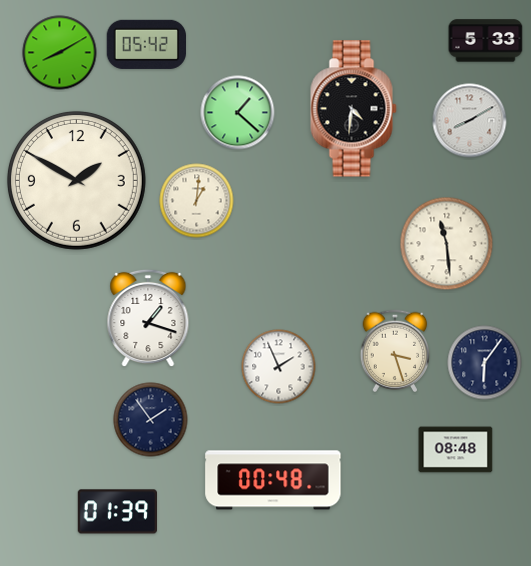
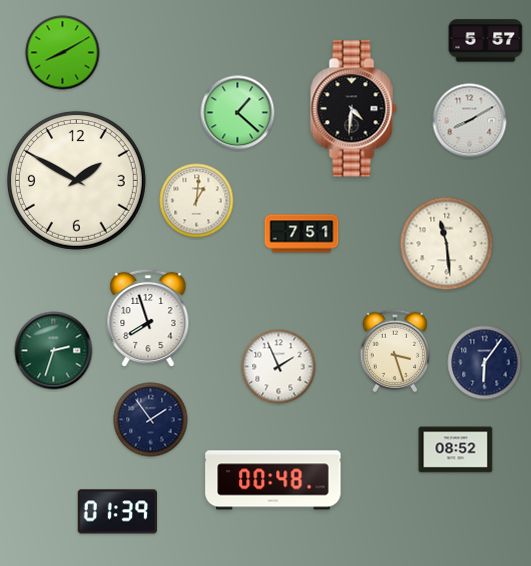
clock at (486, 41): 5:33 -> 5:57
clock at (146, 44): 05:42 -> none
clock at (60, 53) position: (60, 53) -> (63, 53)
clock at (302, 234): none -> 7:51
clock at (148, 318): 1:18 -> 7:57
clock at (54, 351): none -> 2:33
clock at (456, 450): 08:48 -> 08:52
